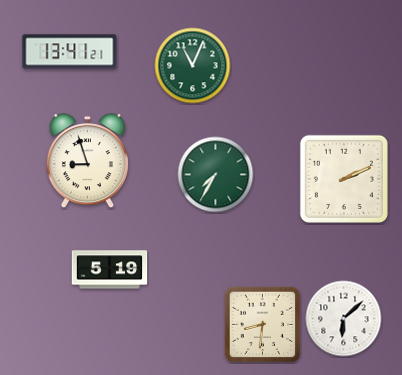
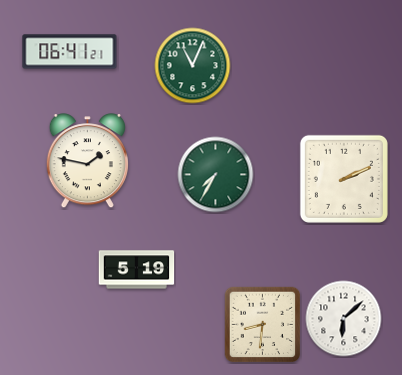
clock at (70, 52): 13:41 -> 06:41
clock at (87, 161): 8:57 -> 1:47
clock at (110, 270) position: (110, 270) -> (137, 270)
